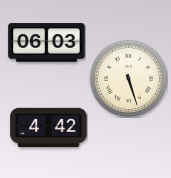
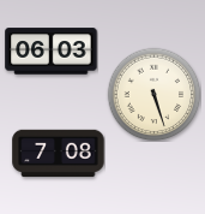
clock at (47, 43) position: (47, 43) -> (52, 52)
clock at (49, 128): 4:42 -> 7:08
